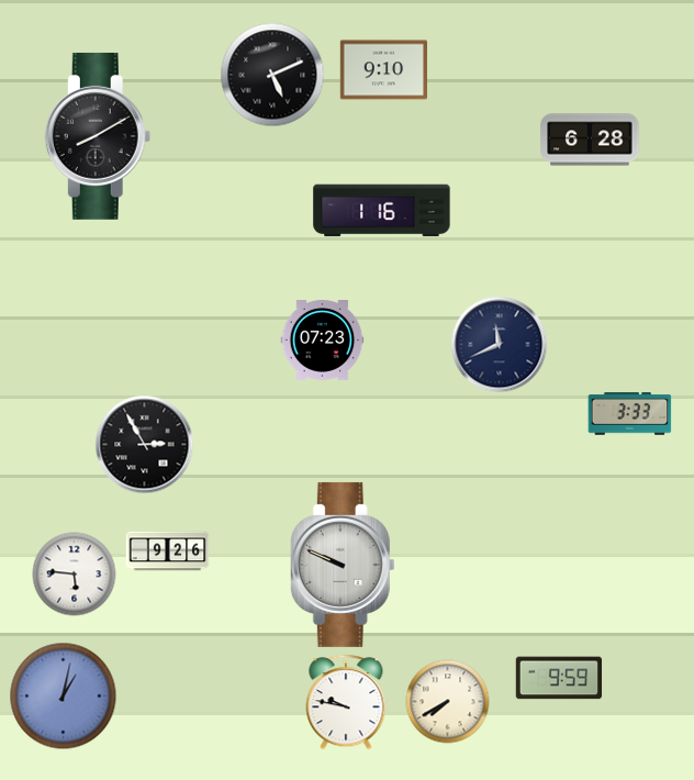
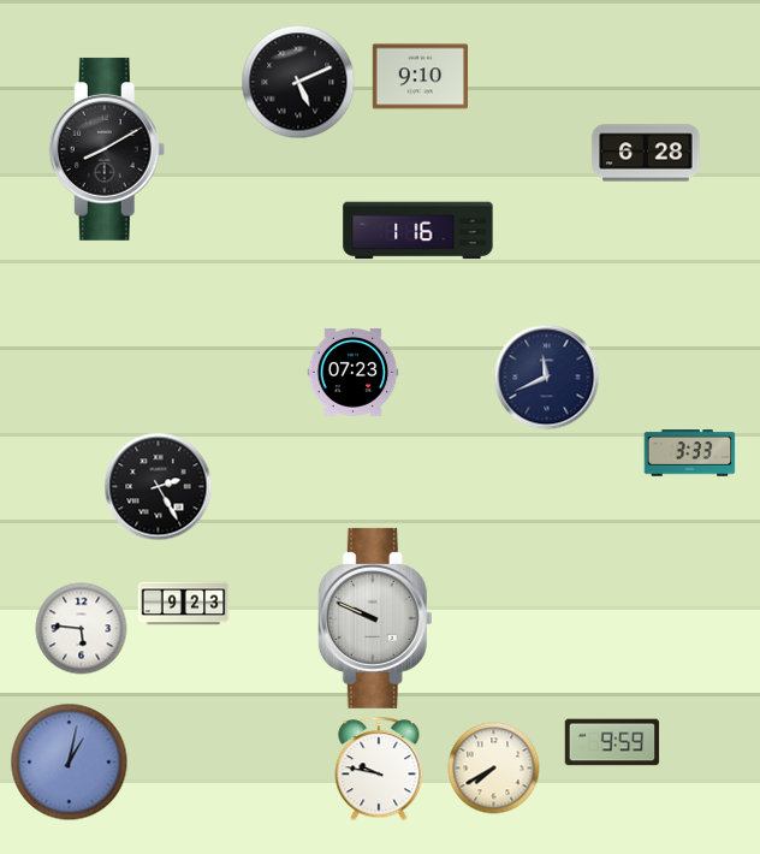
clock at (145, 445): 2:55 -> 2:25
clock at (168, 551): 9:26 -> 9:23
clock at (448, 702) position: (448, 702) -> (494, 769)
